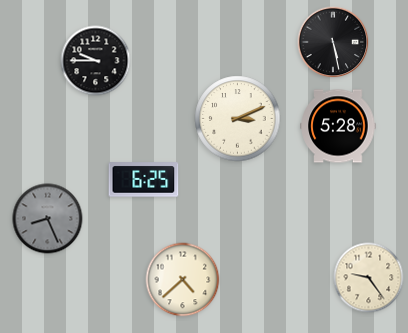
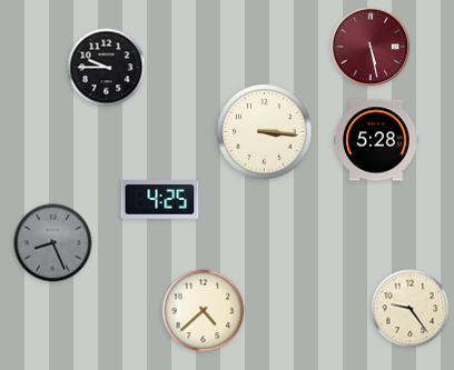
clock at (333, 42) dial: black -> burgundy
clock at (238, 119): 3:11 -> 3:16
clock at (144, 180): 6:25 -> 4:25
